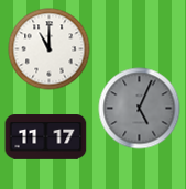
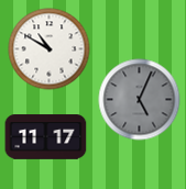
clock at (50, 49): 11:00 -> 10:50
clock at (140, 109) position: (140, 109) -> (140, 100)
